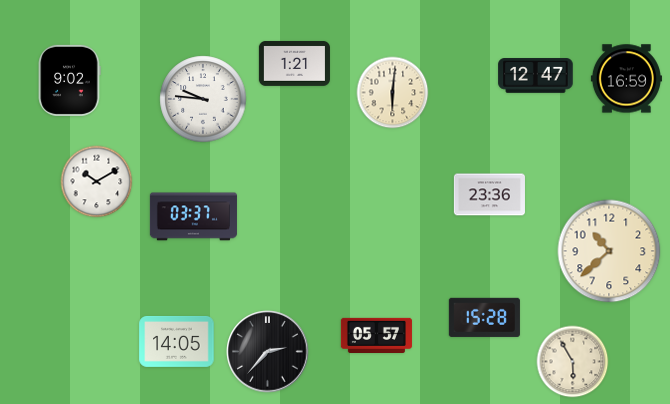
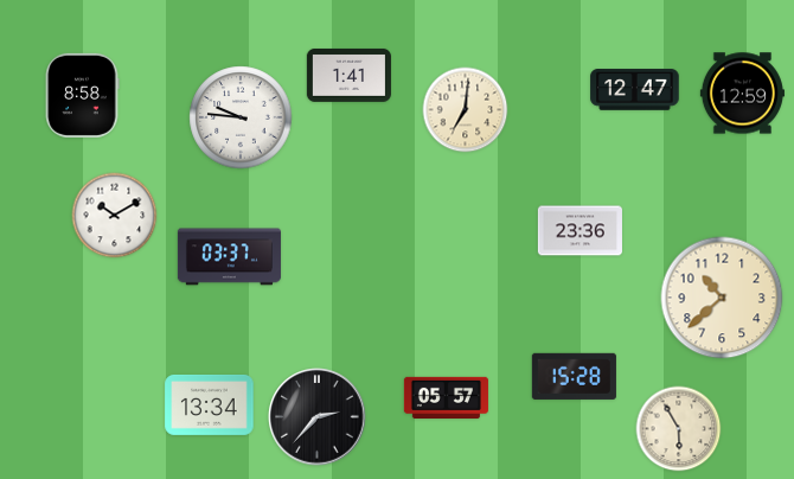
clock at (294, 63): 1:21 -> 1:41
clock at (626, 79): 16:59 -> 12:59
clock at (69, 80): 9:02 -> 8:58
clock at (393, 93): 6:01 -> 7:01
clock at (177, 341): 14:05 -> 13:34
